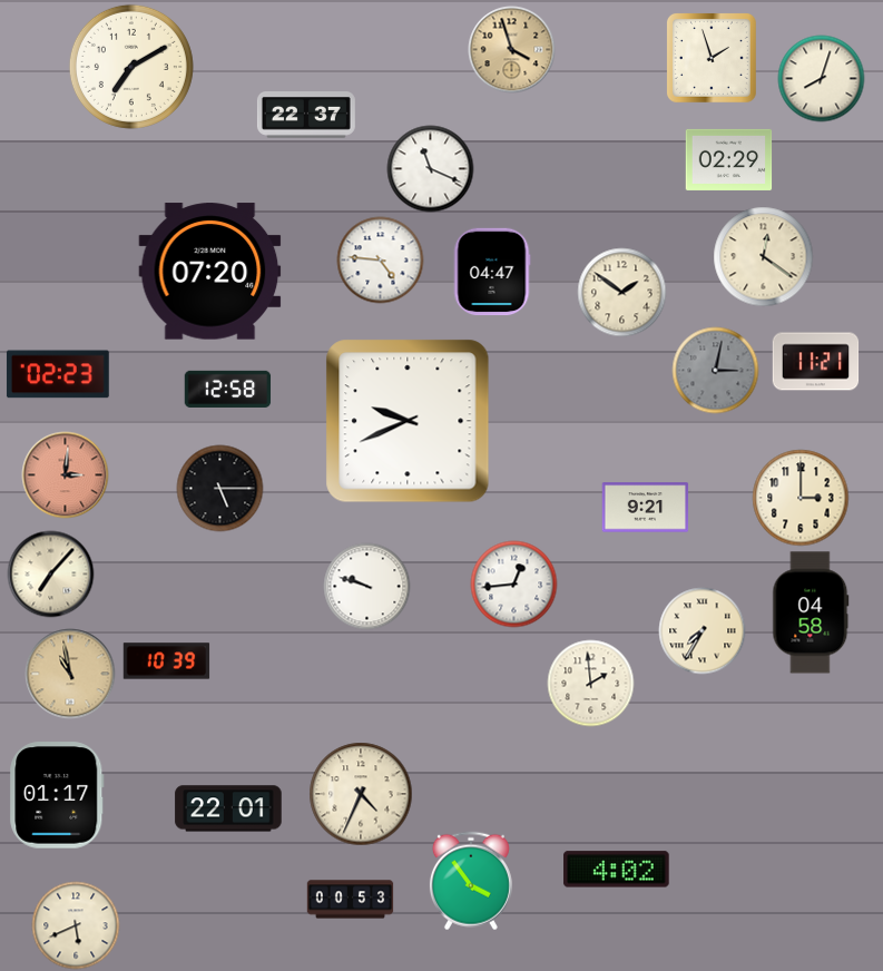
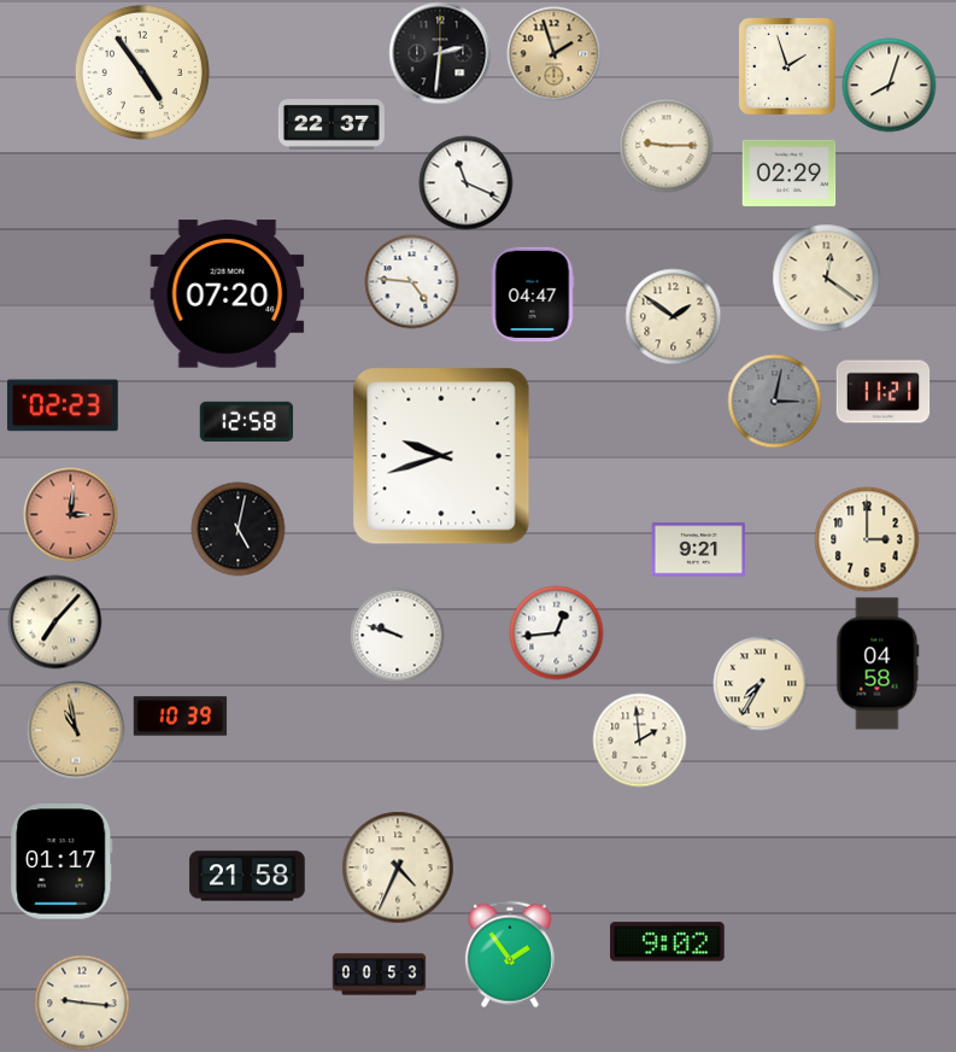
clock at (440, 53): none -> 2:31
clock at (511, 49): 3:57 -> 1:57
clock at (712, 58) position: (712, 58) -> (787, 66)
clock at (131, 67): 7:10 -> 4:54
clock at (665, 145): none -> 9:15
clock at (408, 421): 9:41 -> 9:42
clock at (219, 488): 5:15 -> 5:02
clock at (361, 794) position: (361, 794) -> (398, 867)
clock at (228, 808): 22:01 -> 21:58
clock at (617, 870): 4:02 -> 9:02
clock at (471, 881): 3:54 -> 1:54
clock at (76, 925): 5:41 -> 9:16
